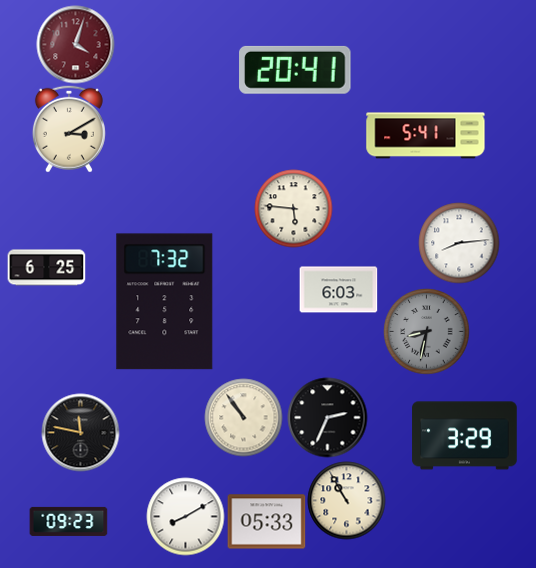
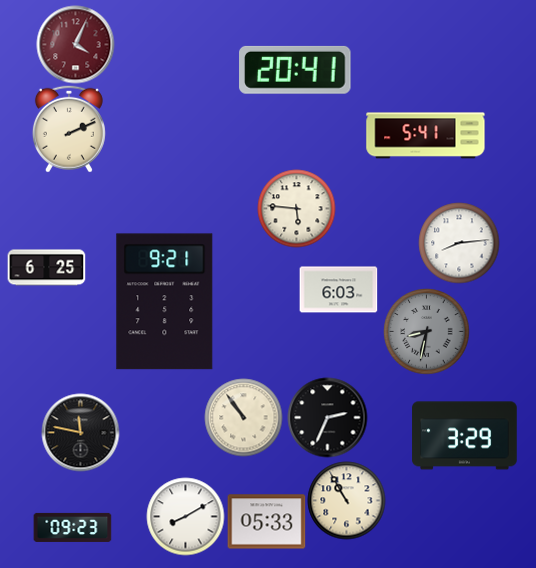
clock at (75, 44): 4:03 -> 4:04
clock at (69, 129): 3:10 -> 2:11
clock at (293, 208) position: (293, 208) -> (296, 208)
clock at (165, 302): 7:32 -> 9:21
clock at (68, 521) position: (68, 521) -> (72, 527)
